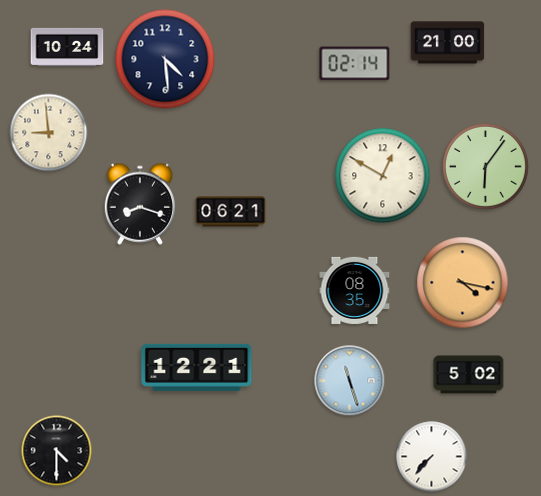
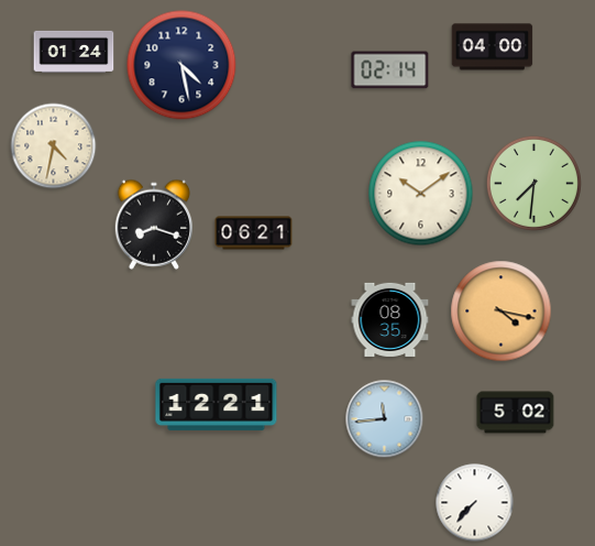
clock at (448, 43): 21:00 -> 04:00
clock at (67, 47): 10:24 -> 01:24
clock at (165, 59): 4:29 -> 4:28
clock at (49, 133): 8:59 -> 4:32
clock at (485, 166): 6:06 -> 7:31
clock at (383, 176): 12:50 -> 10:09
clock at (463, 283) position: (463, 283) -> (502, 312)
clock at (350, 381): 11:27 -> 11:44
clock at (57, 451): 4:30 -> none
